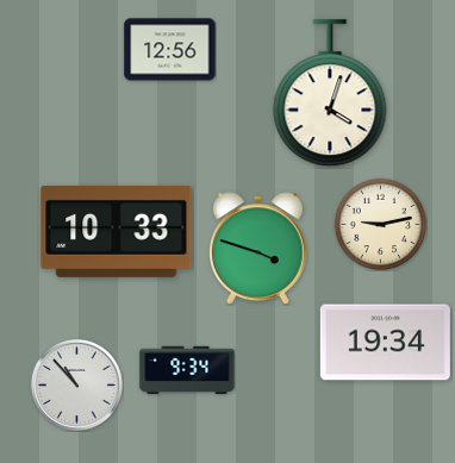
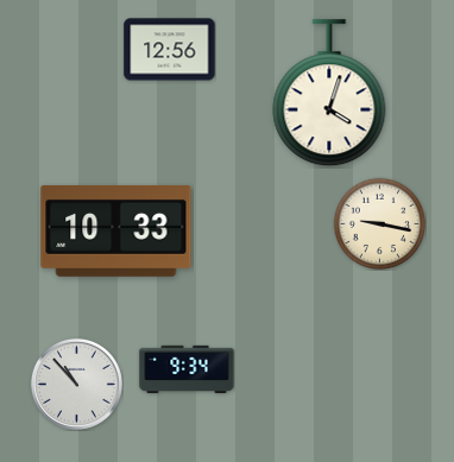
clock at (380, 224): 9:13 -> 9:17
clock at (258, 249): 3:48 -> none
clock at (385, 343): 19:34 -> none
